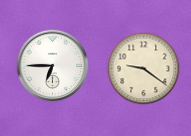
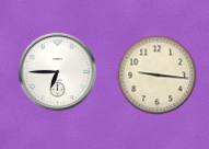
clock at (144, 69): 9:21 -> 9:16
